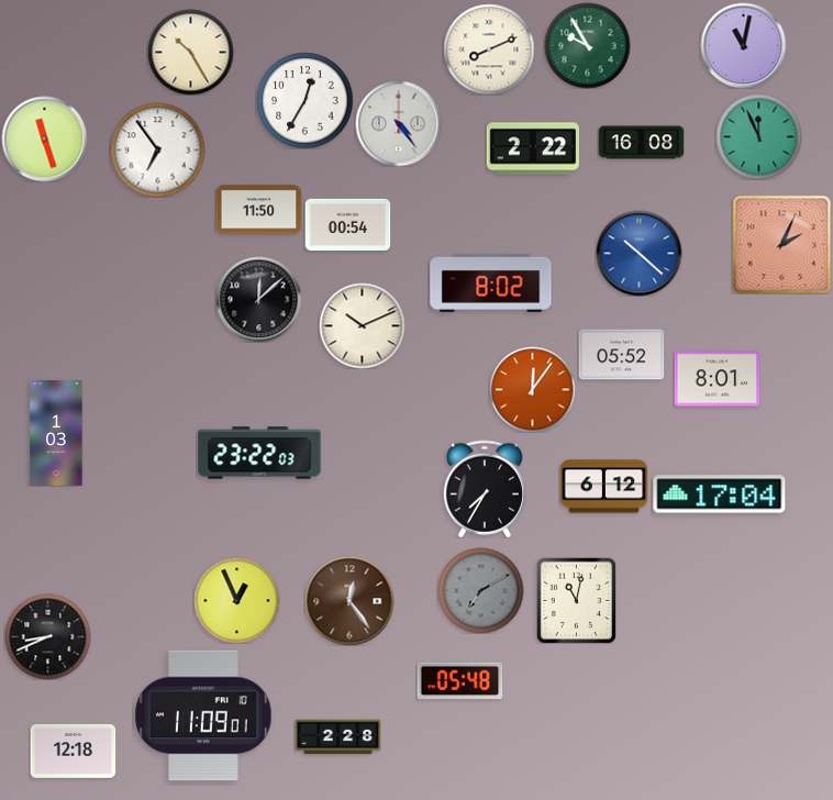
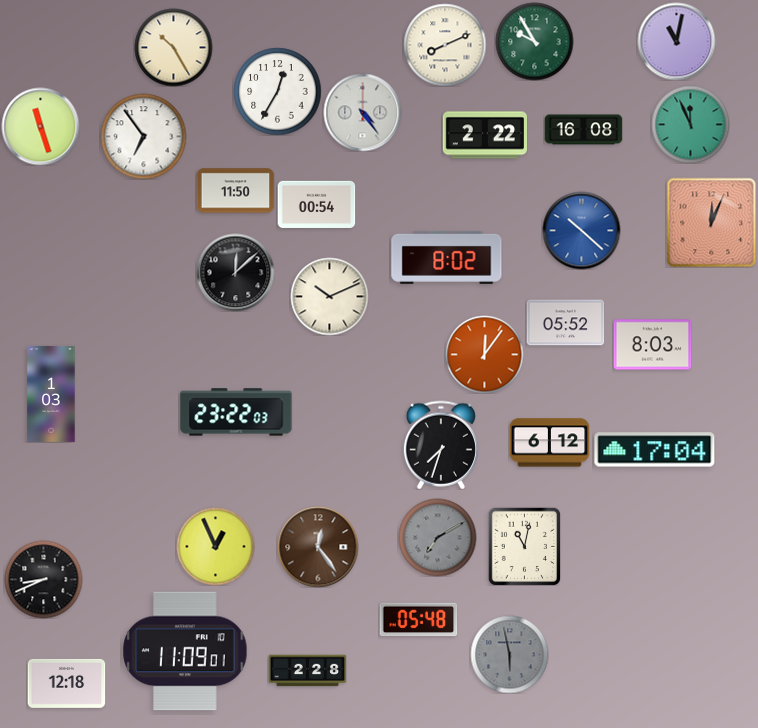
clock at (781, 244): 2:04 -> 12:04
clock at (717, 379): 8:01 -> 8:03
clock at (485, 489): 7:35 -> 7:33
clock at (509, 654): none -> 5:58
